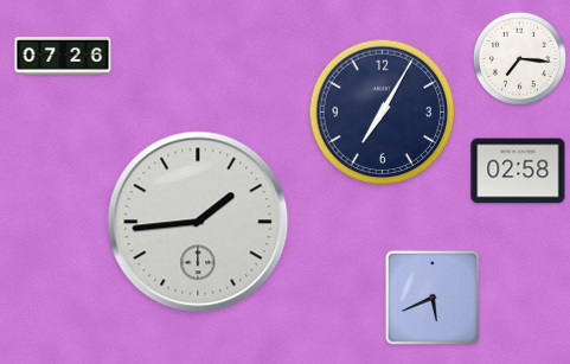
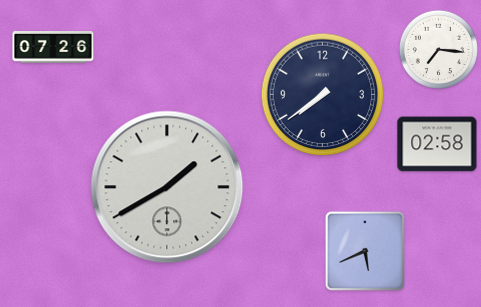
clock at (383, 113): 7:05 -> 7:39
clock at (198, 222): 1:44 -> 1:40
